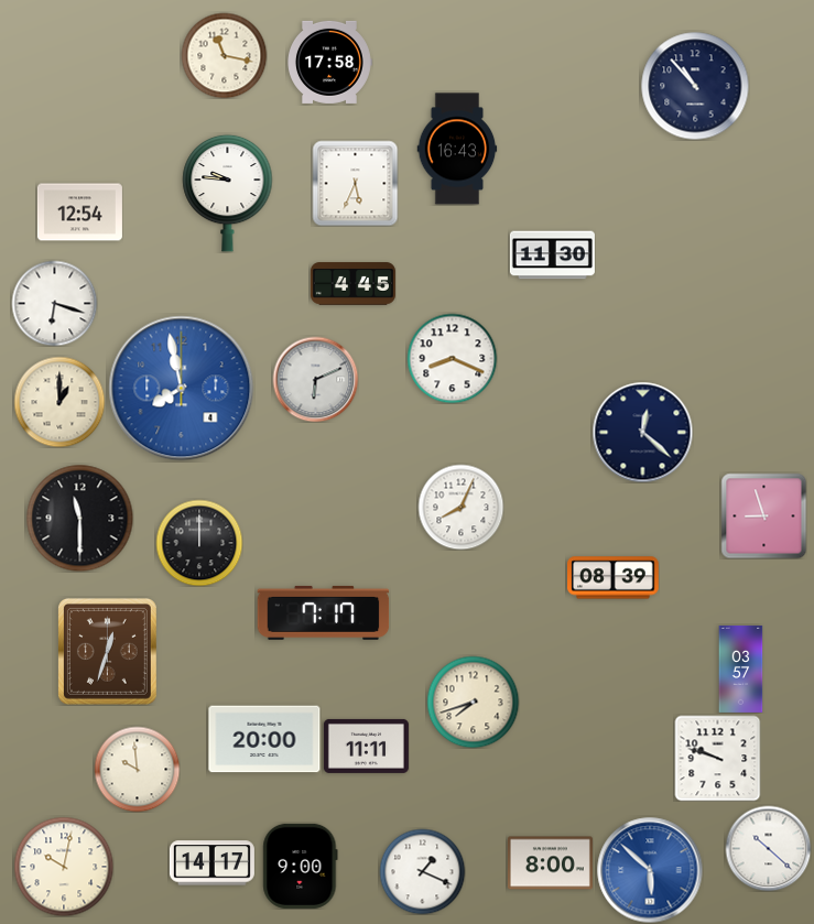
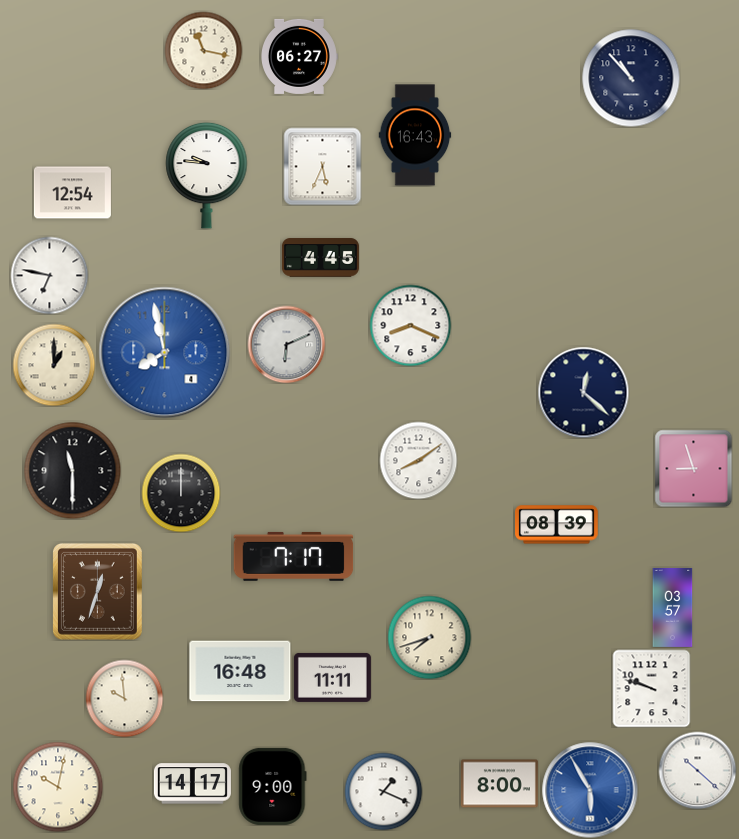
clock at (330, 62): 17:58 -> 06:27
clock at (552, 256): 11:30 -> none
clock at (54, 303): 6:18 -> 6:47
clock at (460, 507): 8:04 -> 8:09
clock at (264, 739): 20:00 -> 16:48
clock at (650, 870): 5:52 -> 5:55
